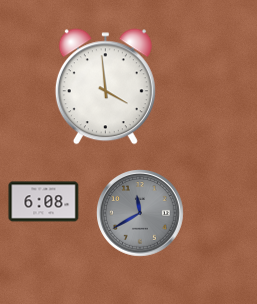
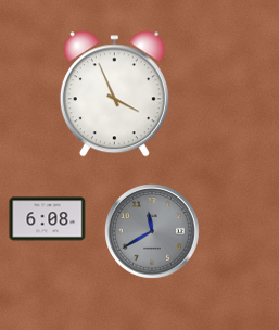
clock at (105, 87): 3:59 -> 3:56
